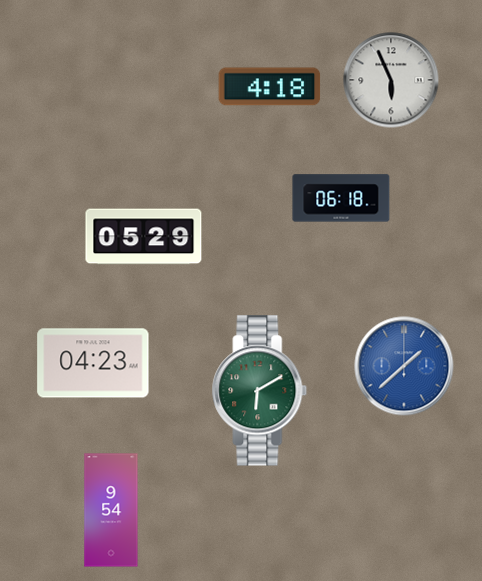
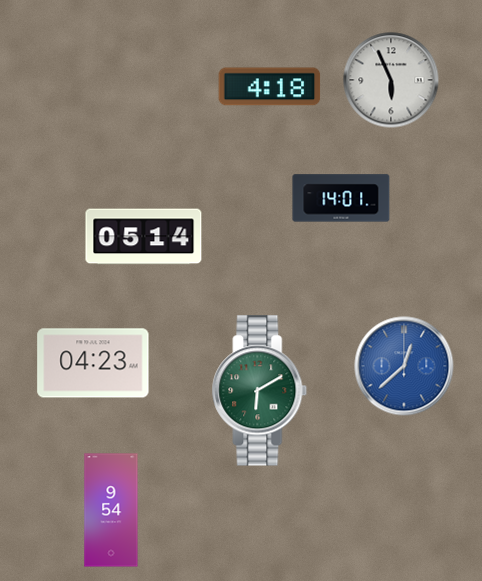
clock at (341, 198): 06:18 -> 14:01
clock at (144, 237): 05:29 -> 05:14
clock at (404, 366): 1:38 -> 12:38
